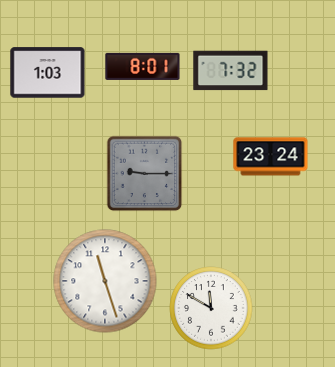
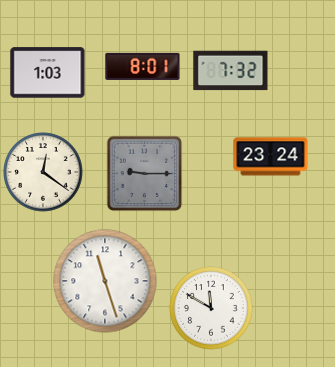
clock at (43, 172): none -> 12:21
